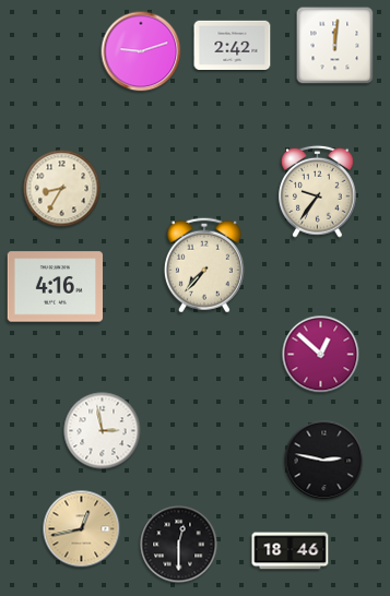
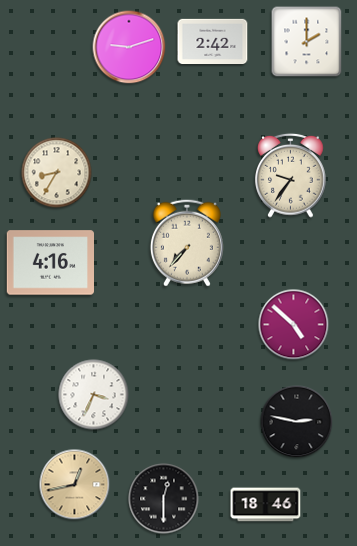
clock at (335, 46): 12:01 -> 2:00
clock at (321, 355): 12:52 -> 4:52
clock at (103, 431): 2:58 -> 3:34
